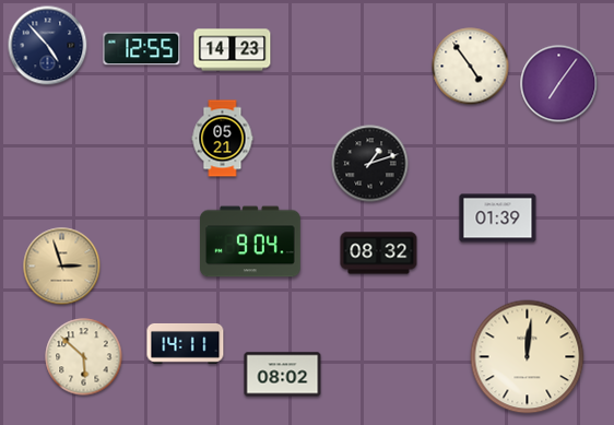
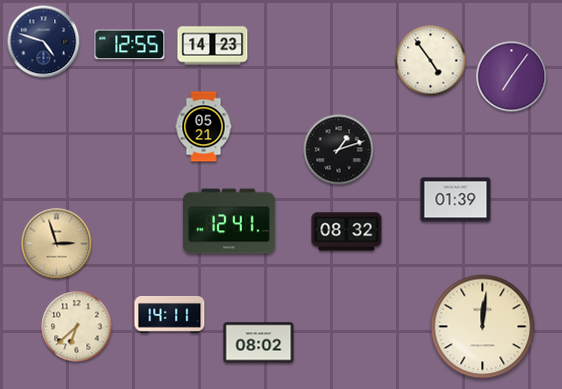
clock at (48, 46): 4:53 -> 4:48
clock at (251, 241): 9:04 -> 12:41
clock at (84, 357): 5:52 -> 6:38
